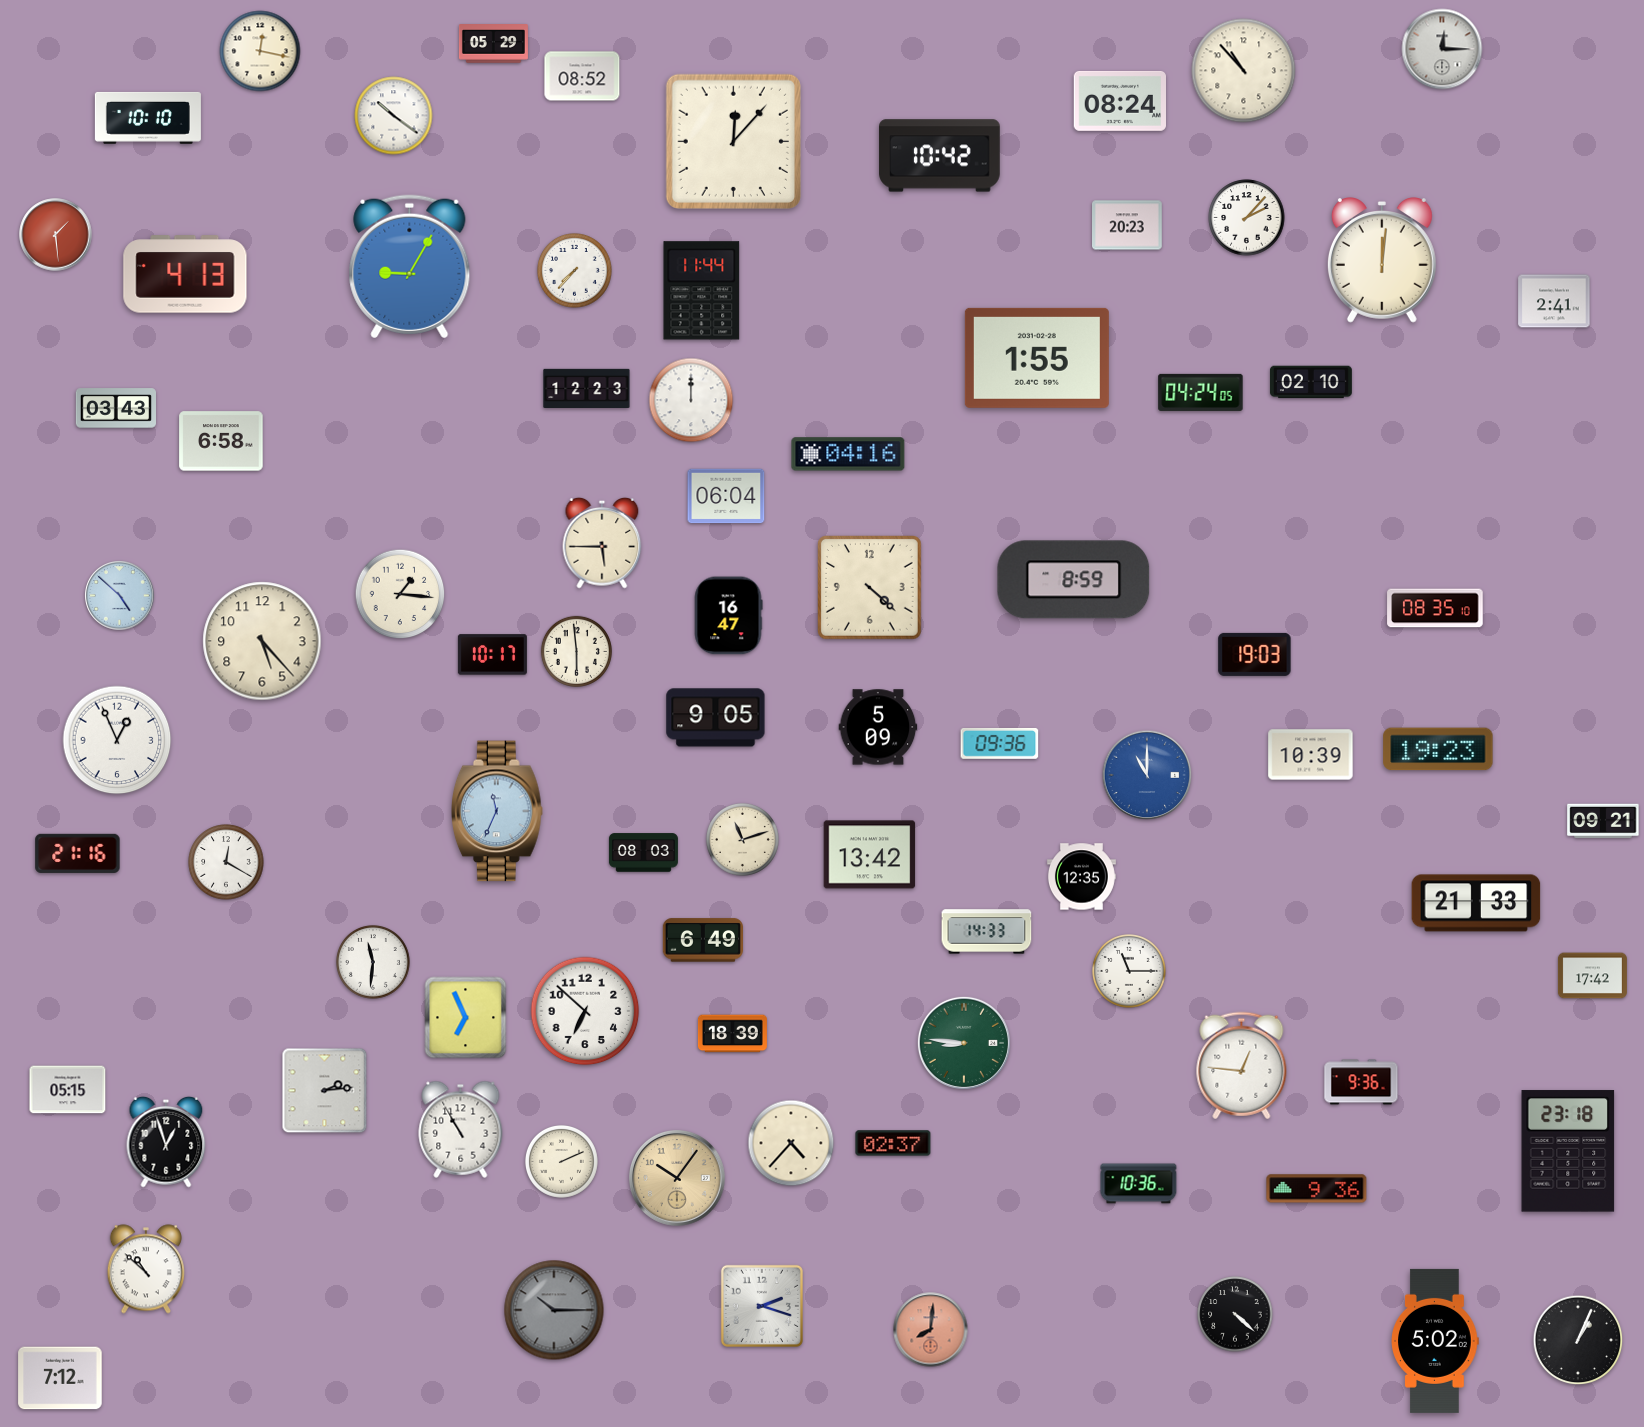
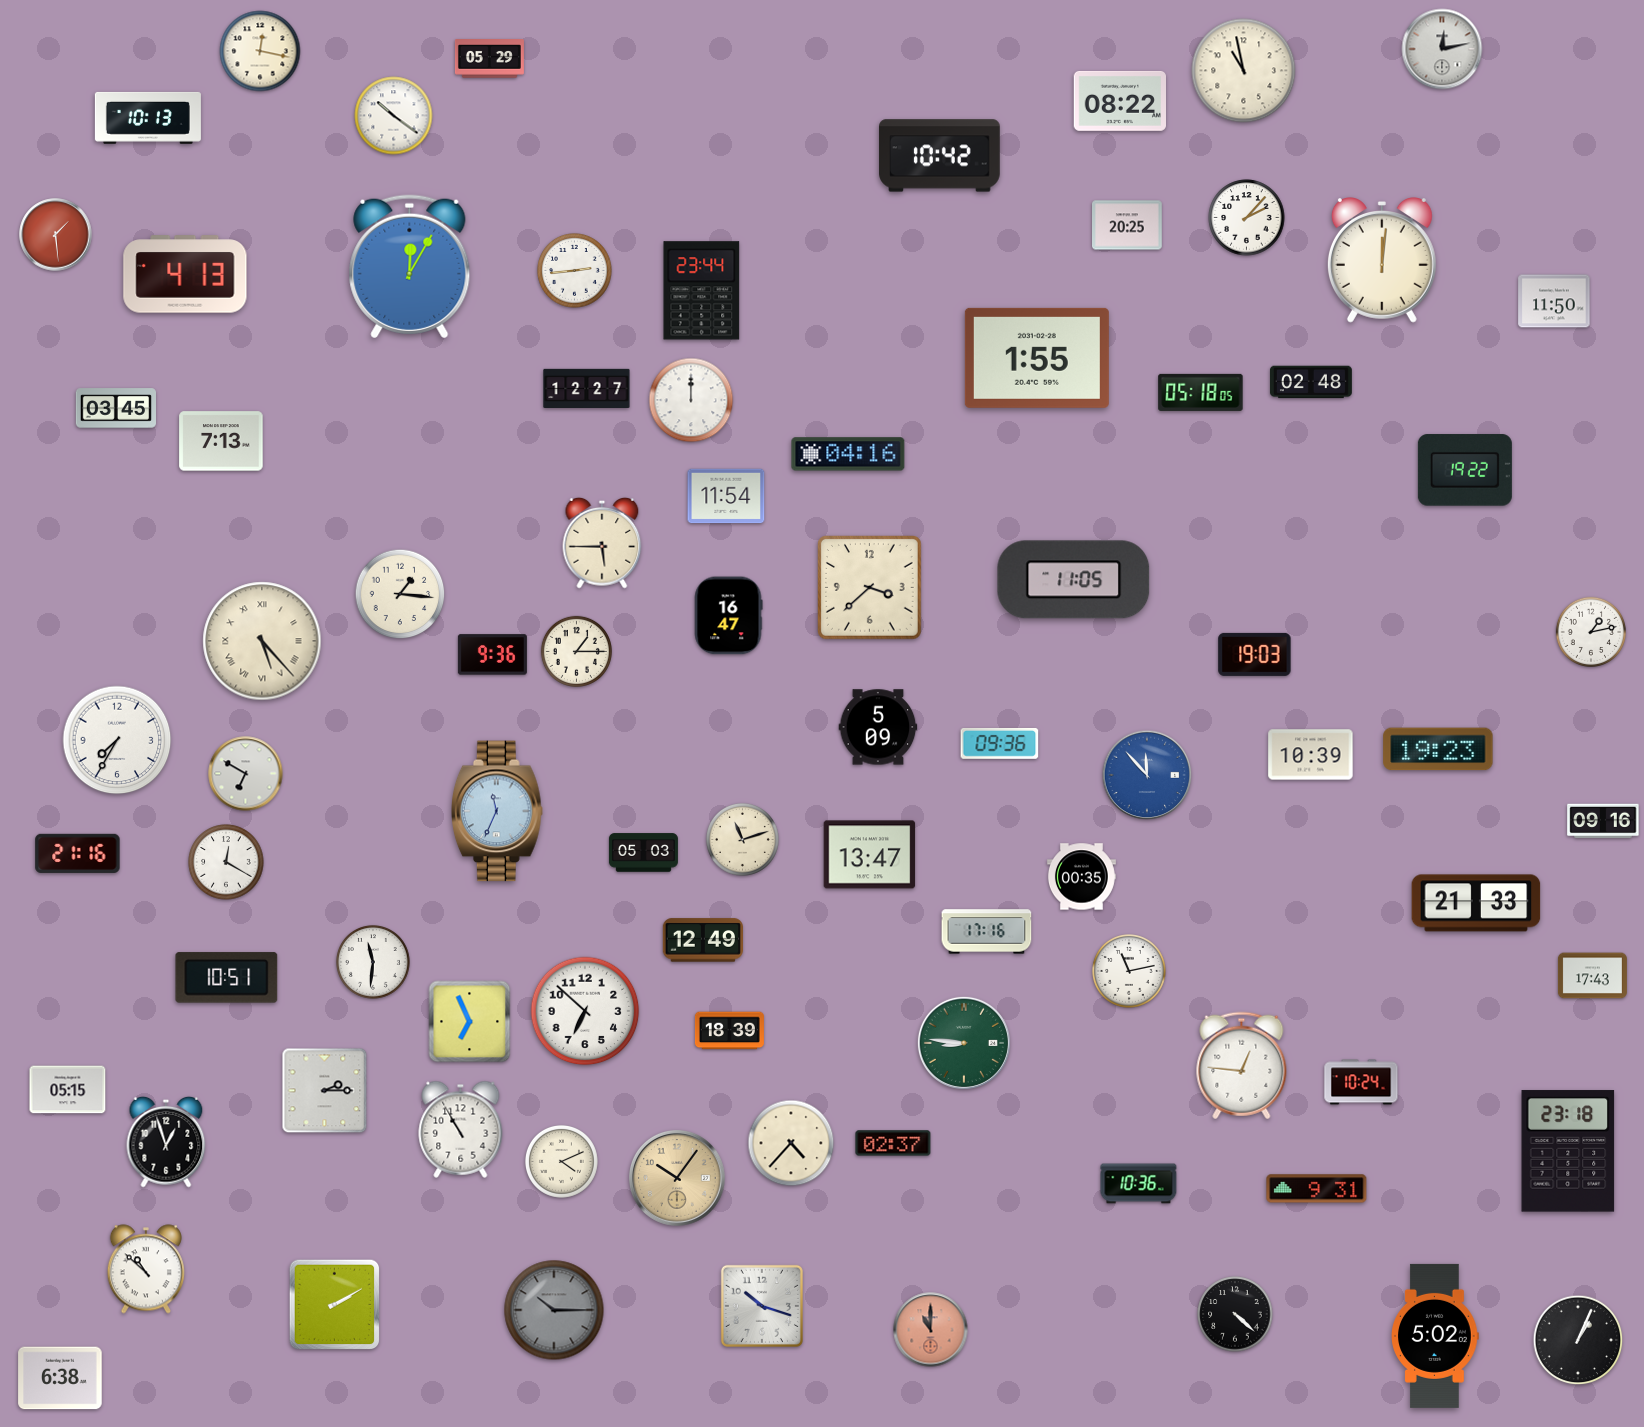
clock at (493, 44) position: (493, 44) -> (489, 59)
clock at (1442, 49): 12:15 -> 12:13
clock at (1244, 71): 10:53 -> 10:58
clock at (582, 76): 08:52 -> none
clock at (1120, 101): 08:24 -> 08:22
clock at (148, 118): 10:10 -> 10:13
clock at (733, 141): 12:07 -> none
clock at (1128, 225): 20:23 -> 20:25
clock at (410, 267): 9:05 -> 12:05
clock at (575, 271): 7:37 -> 2:44
clock at (702, 291): 11:44 -> 23:44
clock at (1554, 301): 2:41 -> 11:50
clock at (1311, 382): 02:10 -> 02:48
clock at (587, 388): 12:23 -> 12:27
clock at (1201, 392): 04:24 -> 05:18
clock at (115, 408): 03:43 -> 03:45
clock at (221, 441): 6:58 -> 7:13
clock at (1465, 470): none -> 19:22
clock at (726, 496): 06:04 -> 11:54
clock at (1074, 580): 8:59 -> 11:05
clock at (870, 588): 4:22 -> 3:38
clock at (120, 596): 4:52 -> none
clock at (1435, 608): 08:35 -> none
clock at (1590, 631): none -> 1:13
clock at (262, 641) numerals: Arabic -> Roman
clock at (576, 651): 5:59 -> 1:15
clock at (492, 655): 10:17 -> 9:36
clock at (716, 718): 9:05 -> none
clock at (117, 740): 12:56 -> 7:35
clock at (246, 774): none -> 6:50
clock at (1147, 775): 11:00 -> 11:53
clock at (1603, 821): 09:21 -> 09:16
clock at (643, 853): 08:03 -> 05:03
clock at (870, 855): 13:42 -> 13:47
clock at (1081, 877): 12:35 -> 00:35
clock at (987, 932): 14:33 -> 17:16
clock at (703, 940): 6:49 -> 12:49
clock at (1130, 972): 11:15 -> 11:13
clock at (1592, 976): 17:42 -> 17:43
clock at (227, 978): none -> 10:51
clock at (466, 1018) position: (466, 1018) -> (470, 1022)
clock at (732, 1034) position: (732, 1034) -> (729, 1031)
clock at (1361, 1082): 9:36 -> 10:24
clock at (325, 1091): 2:14 -> 2:15
clock at (561, 1161): 2:11 -> 4:11
clock at (1317, 1189): 9:36 -> 9:31
clock at (335, 1305): none -> 2:10
clock at (762, 1306): 2:18 -> 10:18
clock at (931, 1330): 8:01 -> 11:00
clock at (1435, 1341) position: (1435, 1341) -> (1435, 1336)
clock at (60, 1378): 7:12 -> 6:38
